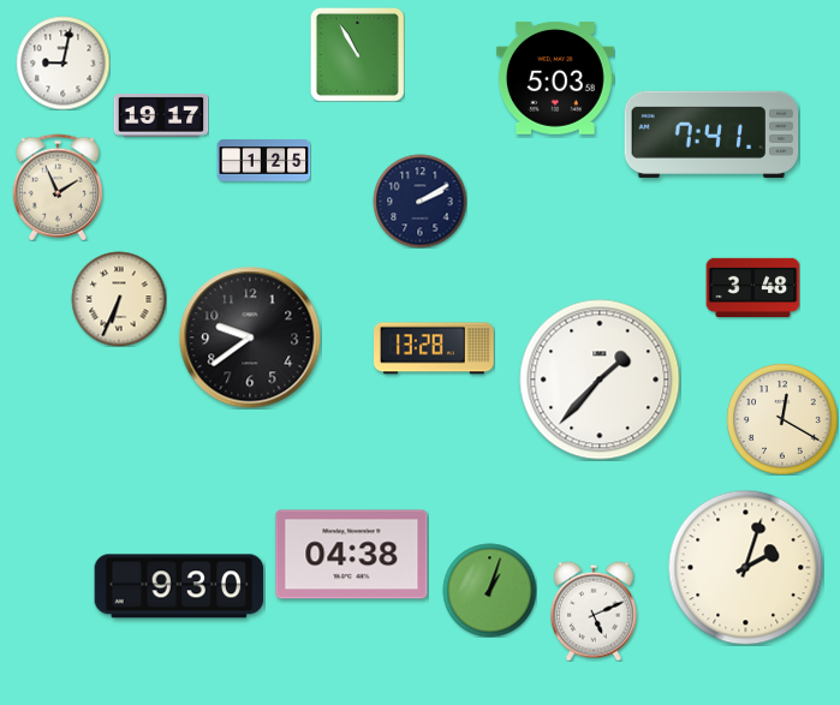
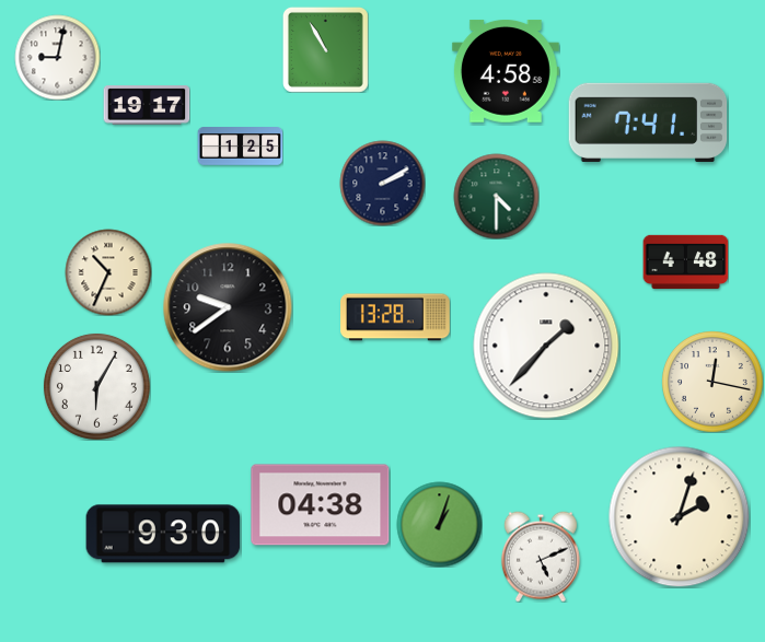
clock at (555, 79): 5:03 -> 4:58
clock at (58, 187): 1:56 -> none
clock at (496, 196): none -> 4:30
clock at (752, 287): 3:48 -> 4:48
clock at (119, 299): 6:34 -> 10:34
clock at (782, 419): 12:20 -> 12:17
clock at (96, 386): none -> 6:05
clock at (489, 590) position: (489, 590) -> (439, 524)
